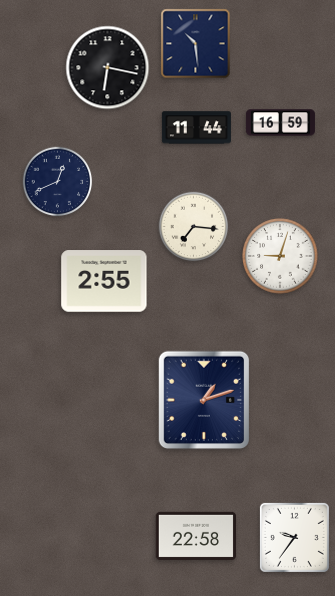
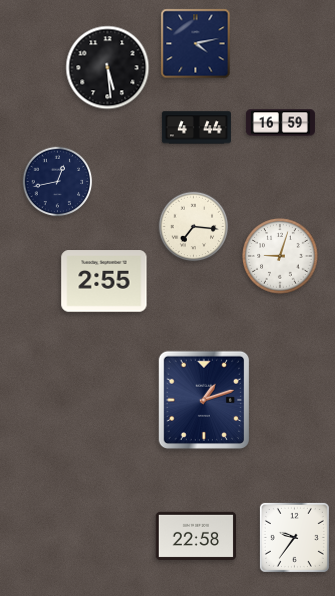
clock at (196, 44): 10:29 -> 4:13
clock at (108, 68): 6:17 -> 5:29
clock at (196, 128): 11:44 -> 4:44
clock at (58, 182): 12:41 -> 12:43
